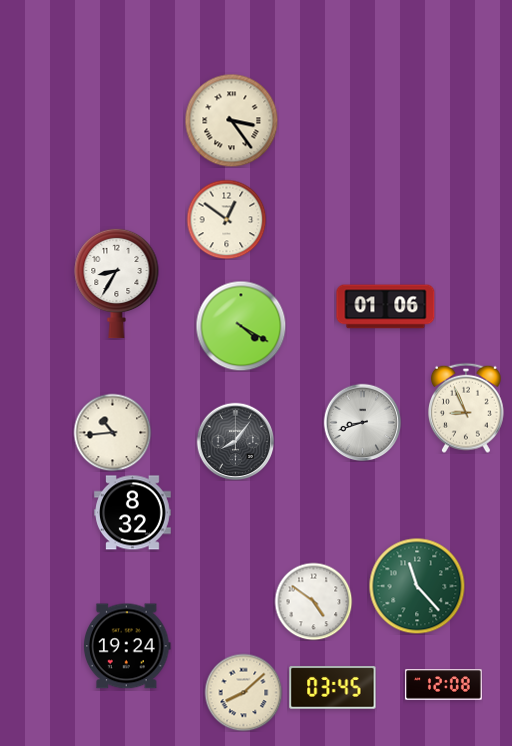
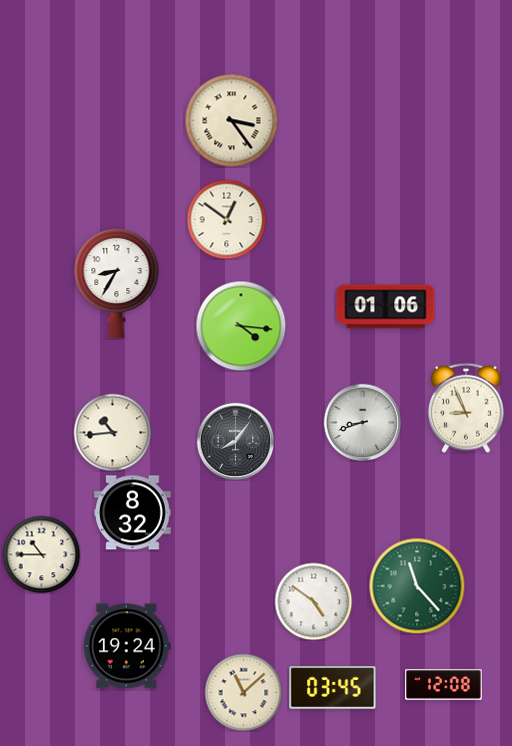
clock at (241, 326): 4:20 -> 4:16
clock at (41, 554): none -> 10:45
clock at (243, 692): 8:08 -> 11:08
